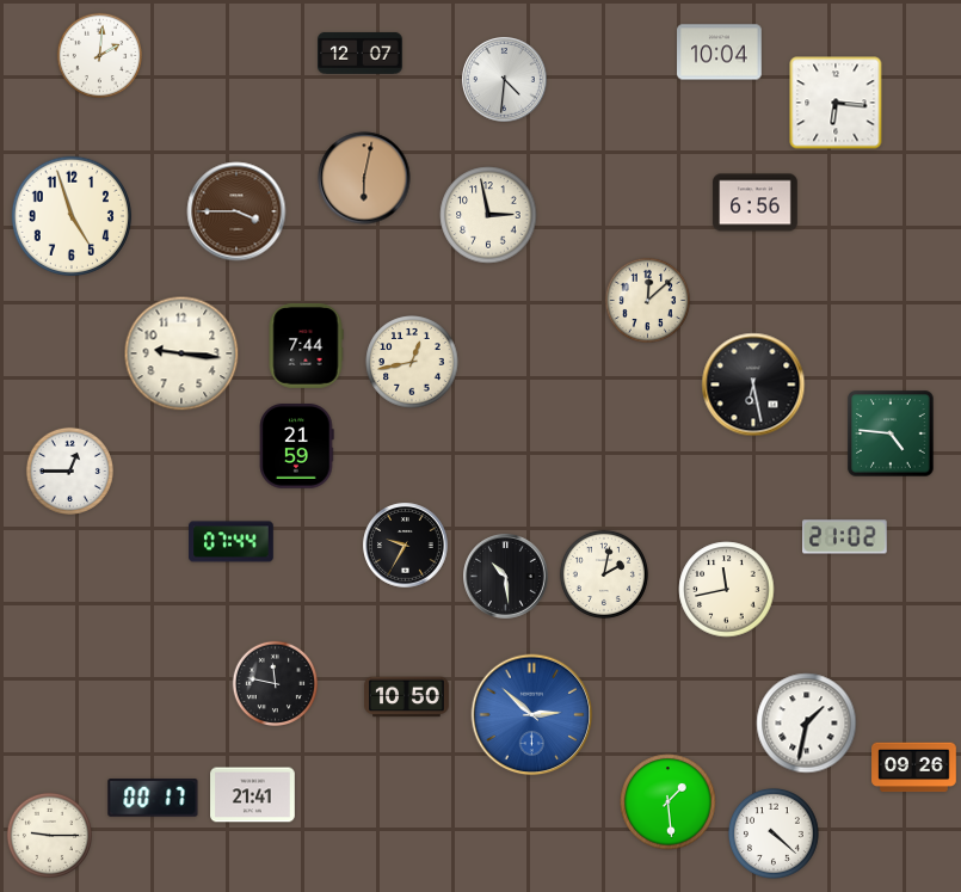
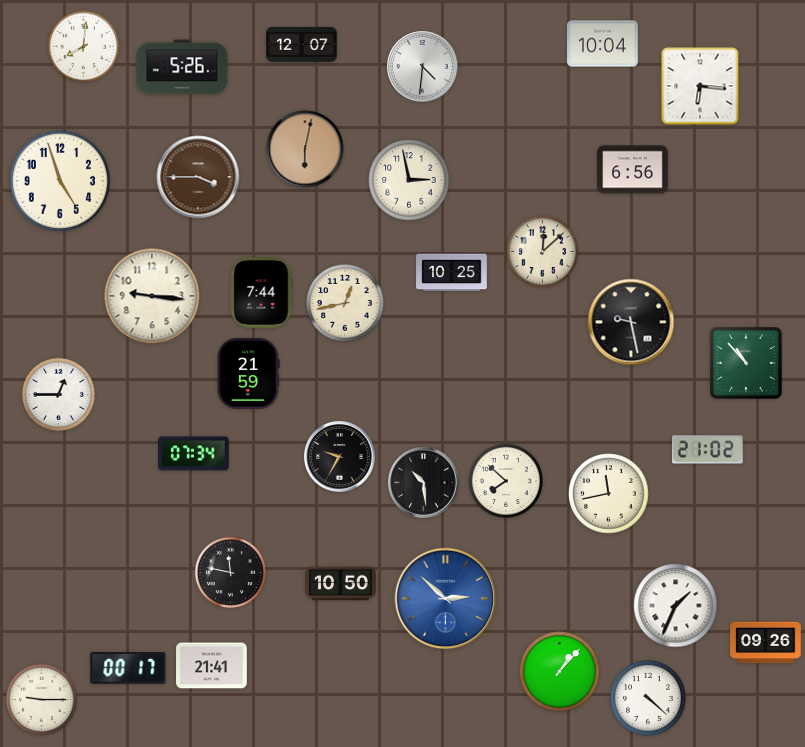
clock at (100, 56): 2:01 -> 8:01
clock at (182, 67): none -> 5:26
clock at (452, 273): none -> 10:25
clock at (306, 346) position: (306, 346) -> (261, 293)
clock at (753, 385): 6:28 -> 9:28
clock at (891, 433): 4:46 -> 10:53
clock at (232, 542): 07:44 -> 07:34
clock at (604, 574): 2:02 -> 7:52
clock at (807, 724): 1:32 -> 1:34
clock at (669, 802): 1:29 -> 1:07
